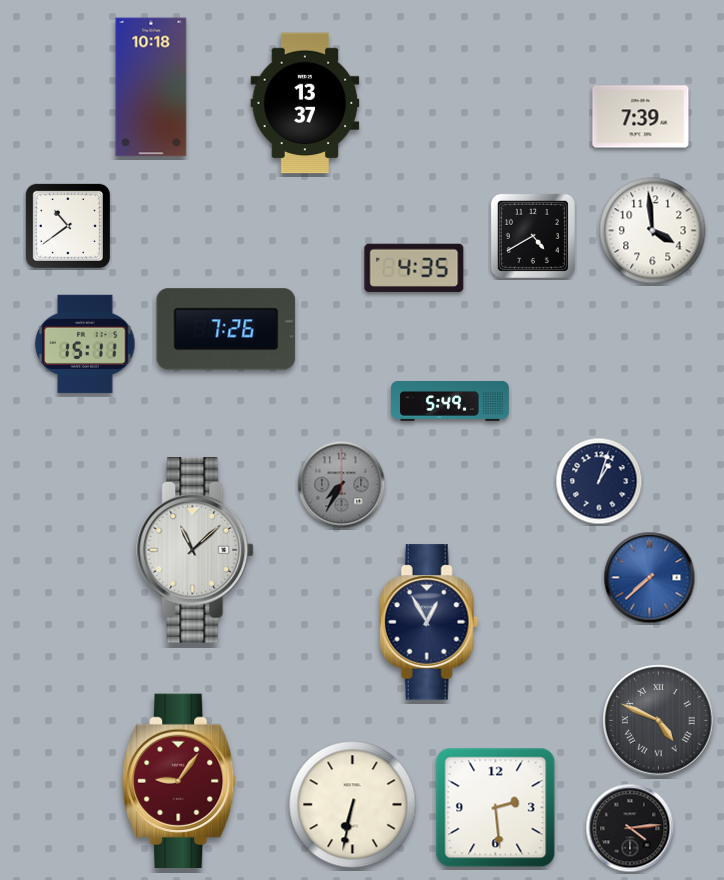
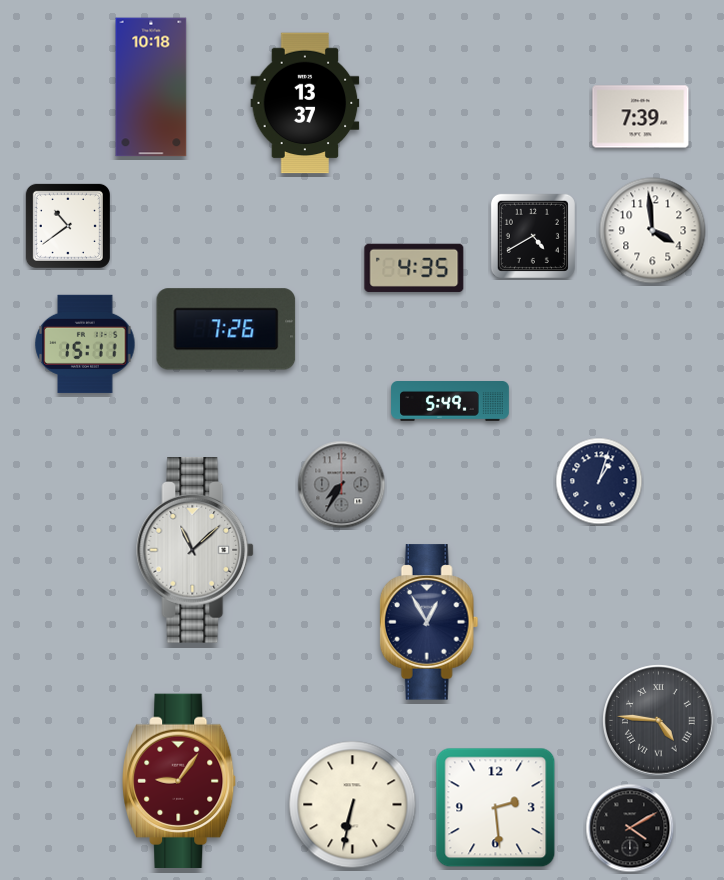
clock at (650, 578): 7:38 -> none
clock at (659, 721): 4:49 -> 4:46
clock at (630, 828): 4:14 -> 4:10
